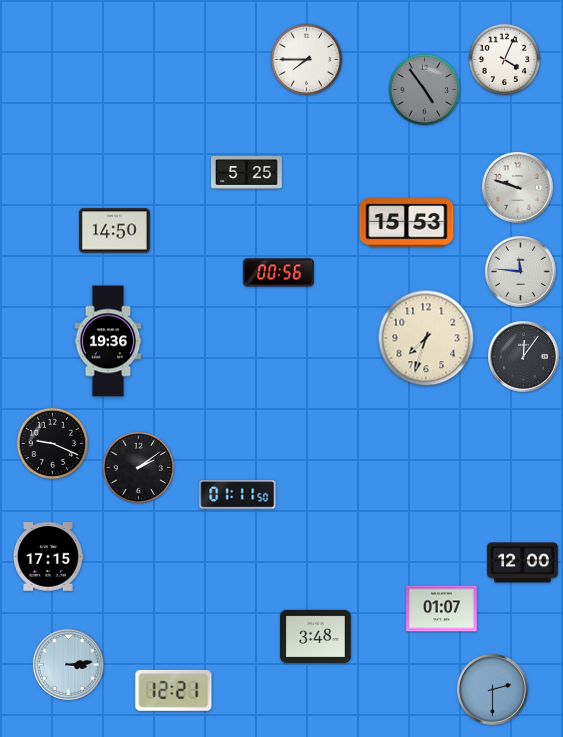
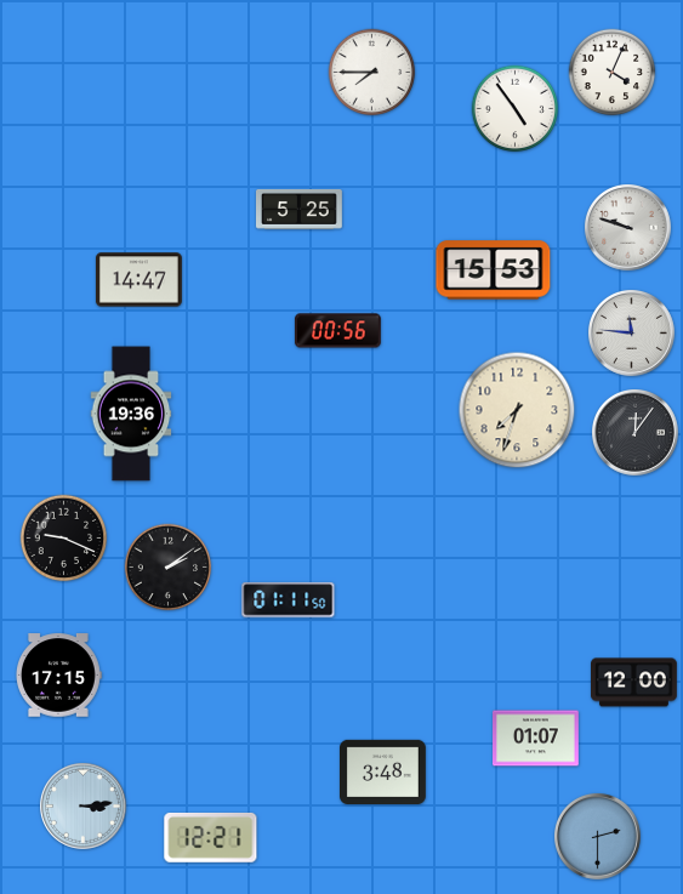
clock at (425, 90) dial: grey -> white
clock at (114, 231): 14:50 -> 14:47
clock at (521, 272) position: (521, 272) -> (632, 334)
